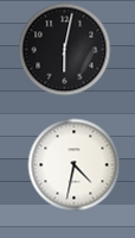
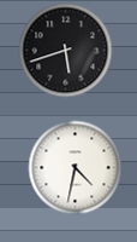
clock at (64, 49): 6:02 -> 5:42
